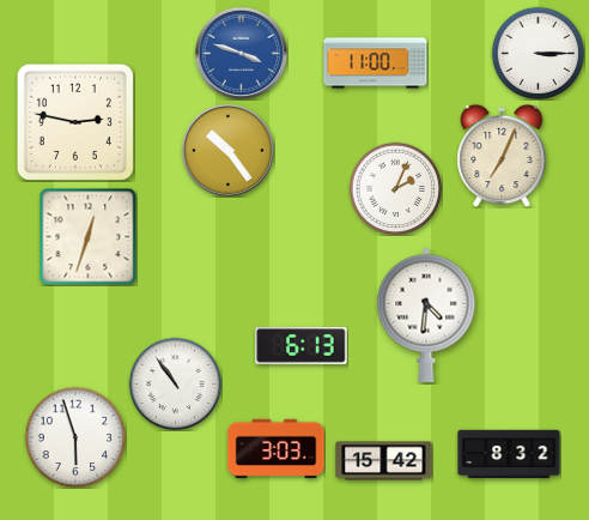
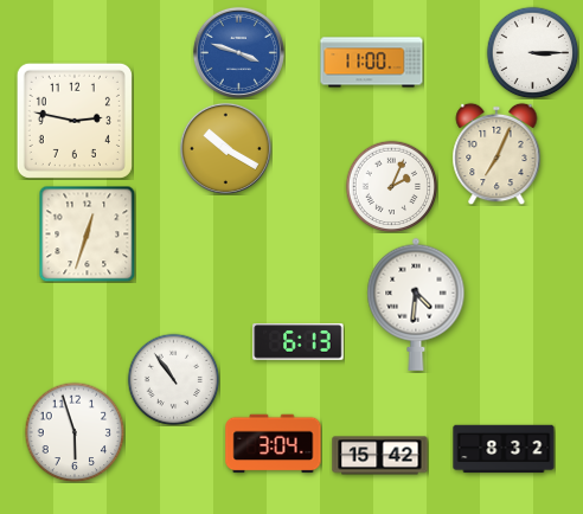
clock at (227, 150): 10:24 -> 10:20
clock at (426, 315) position: (426, 315) -> (416, 304)
clock at (277, 449): 3:03 -> 3:04
